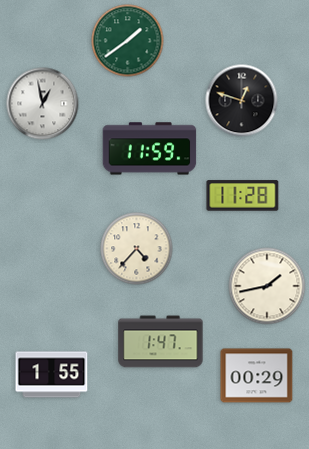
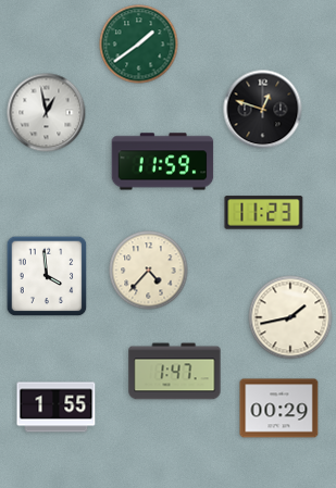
clock at (243, 196): 11:28 -> 11:23
clock at (47, 276): none -> 3:59
clock at (267, 286) position: (267, 286) -> (290, 317)
